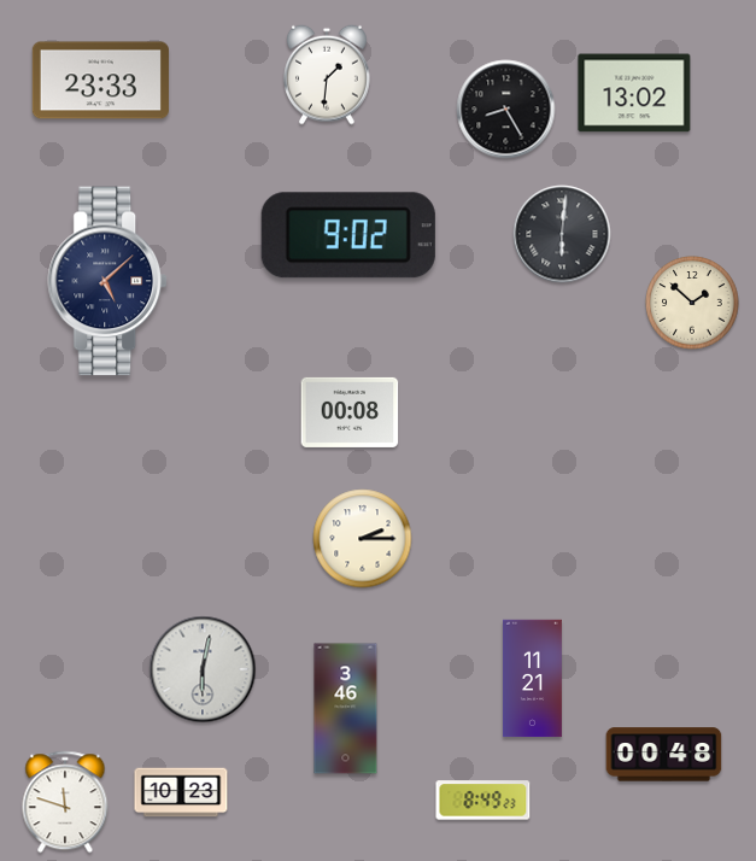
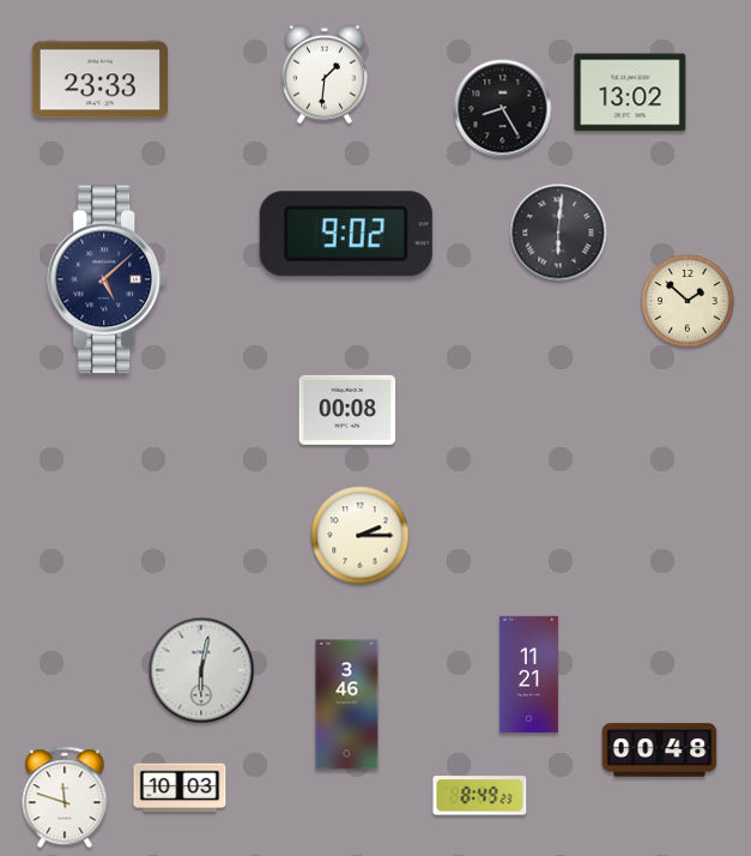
clock at (203, 669) position: (203, 669) -> (201, 670)
clock at (346, 709) position: (346, 709) -> (347, 705)
clock at (181, 792): 10:23 -> 10:03
